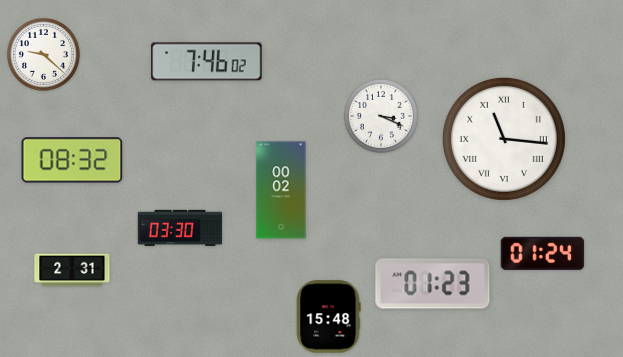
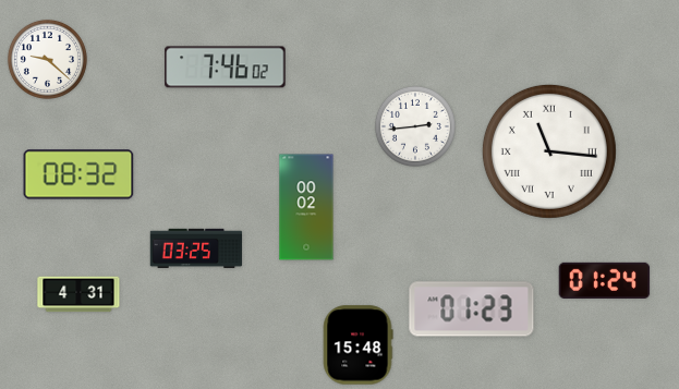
clock at (381, 116): 3:19 -> 2:44
clock at (180, 227): 03:30 -> 03:25
clock at (543, 253) position: (543, 253) -> (605, 280)
clock at (72, 270): 2:31 -> 4:31
